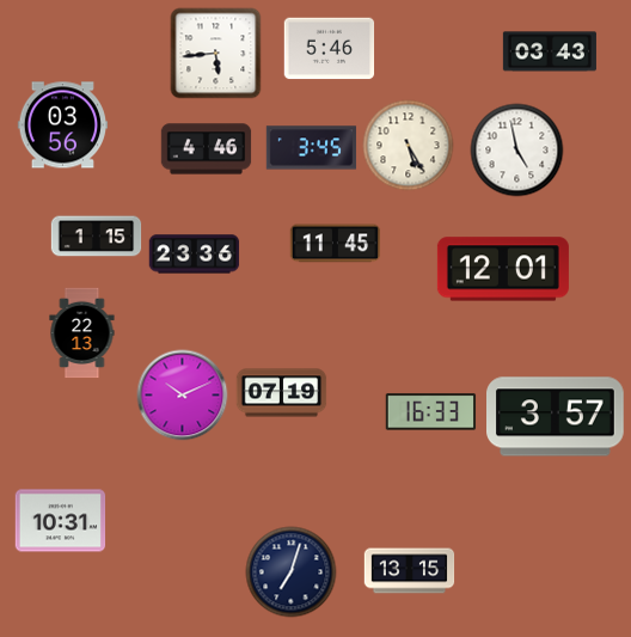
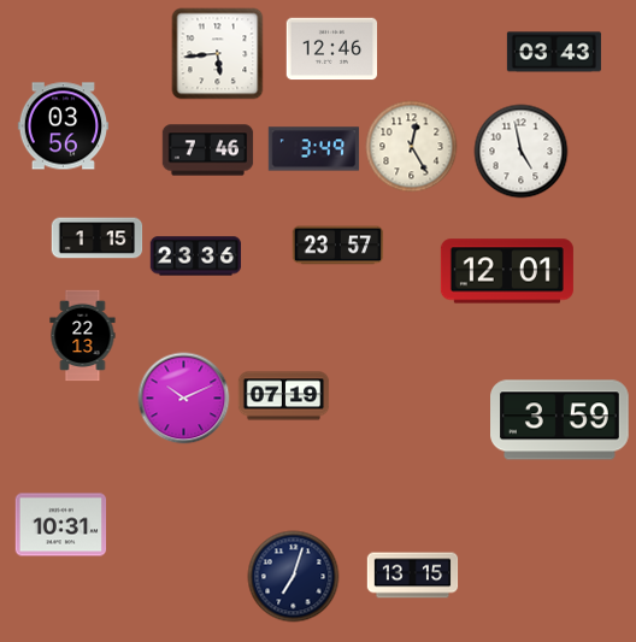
clock at (330, 49): 5:46 -> 12:46
clock at (409, 146): 5:25 -> 12:25
clock at (312, 148): 3:45 -> 3:49
clock at (207, 149): 4:46 -> 7:46
clock at (336, 244): 11:45 -> 23:57
clock at (431, 412): 16:33 -> none
clock at (556, 417): 3:57 -> 3:59
